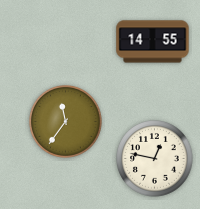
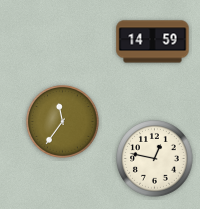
clock at (153, 42): 14:55 -> 14:59
clock at (65, 121) position: (65, 121) -> (62, 121)
